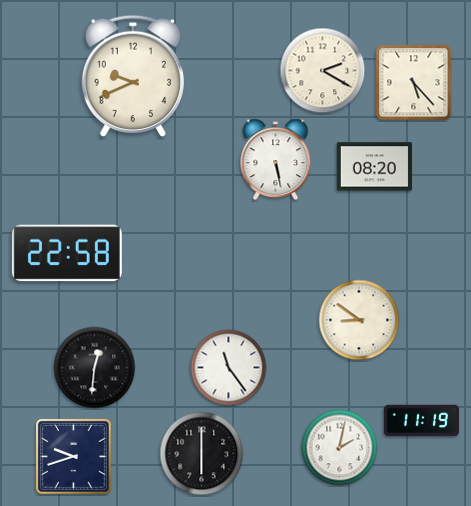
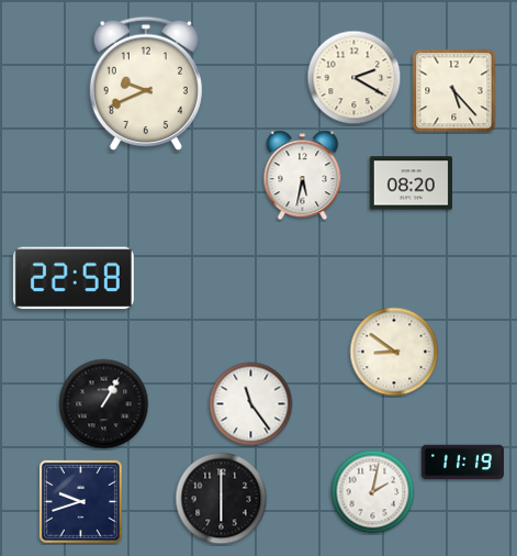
clock at (276, 160): 5:28 -> 5:32
clock at (95, 368): 12:31 -> 1:05
